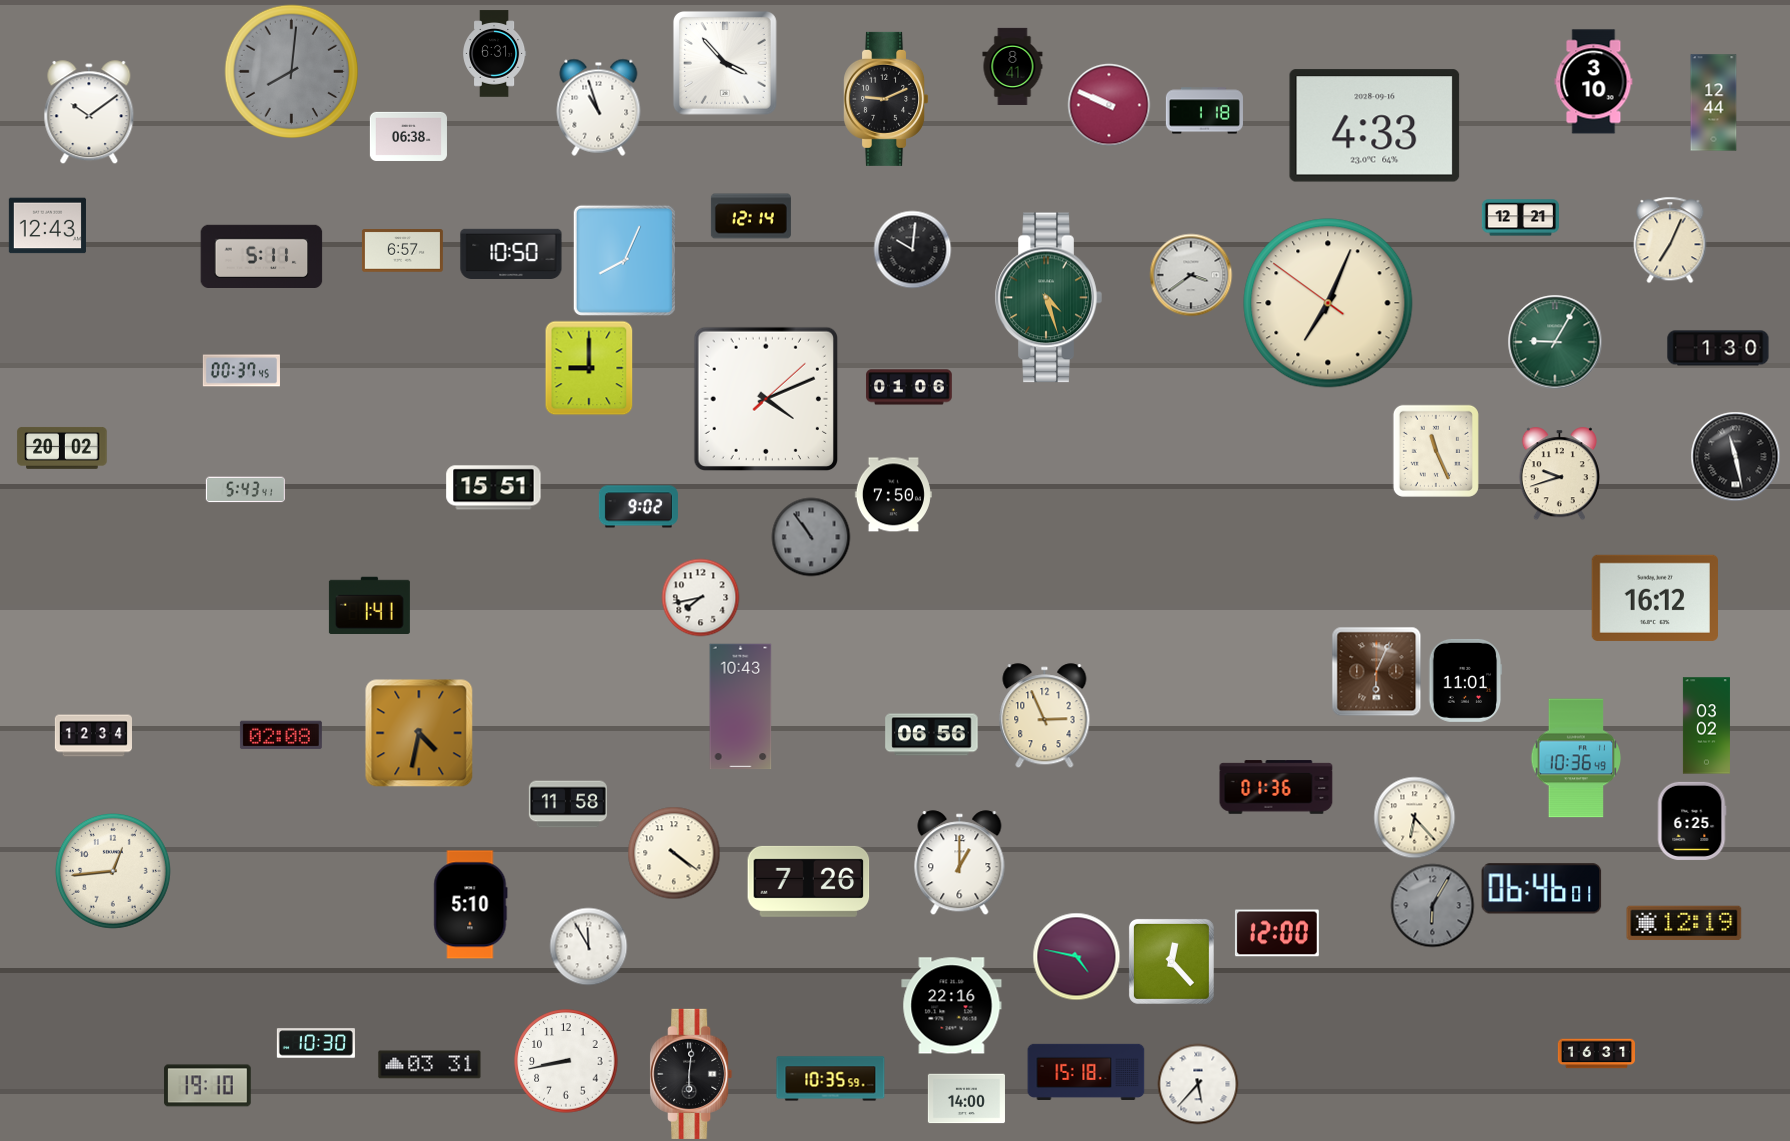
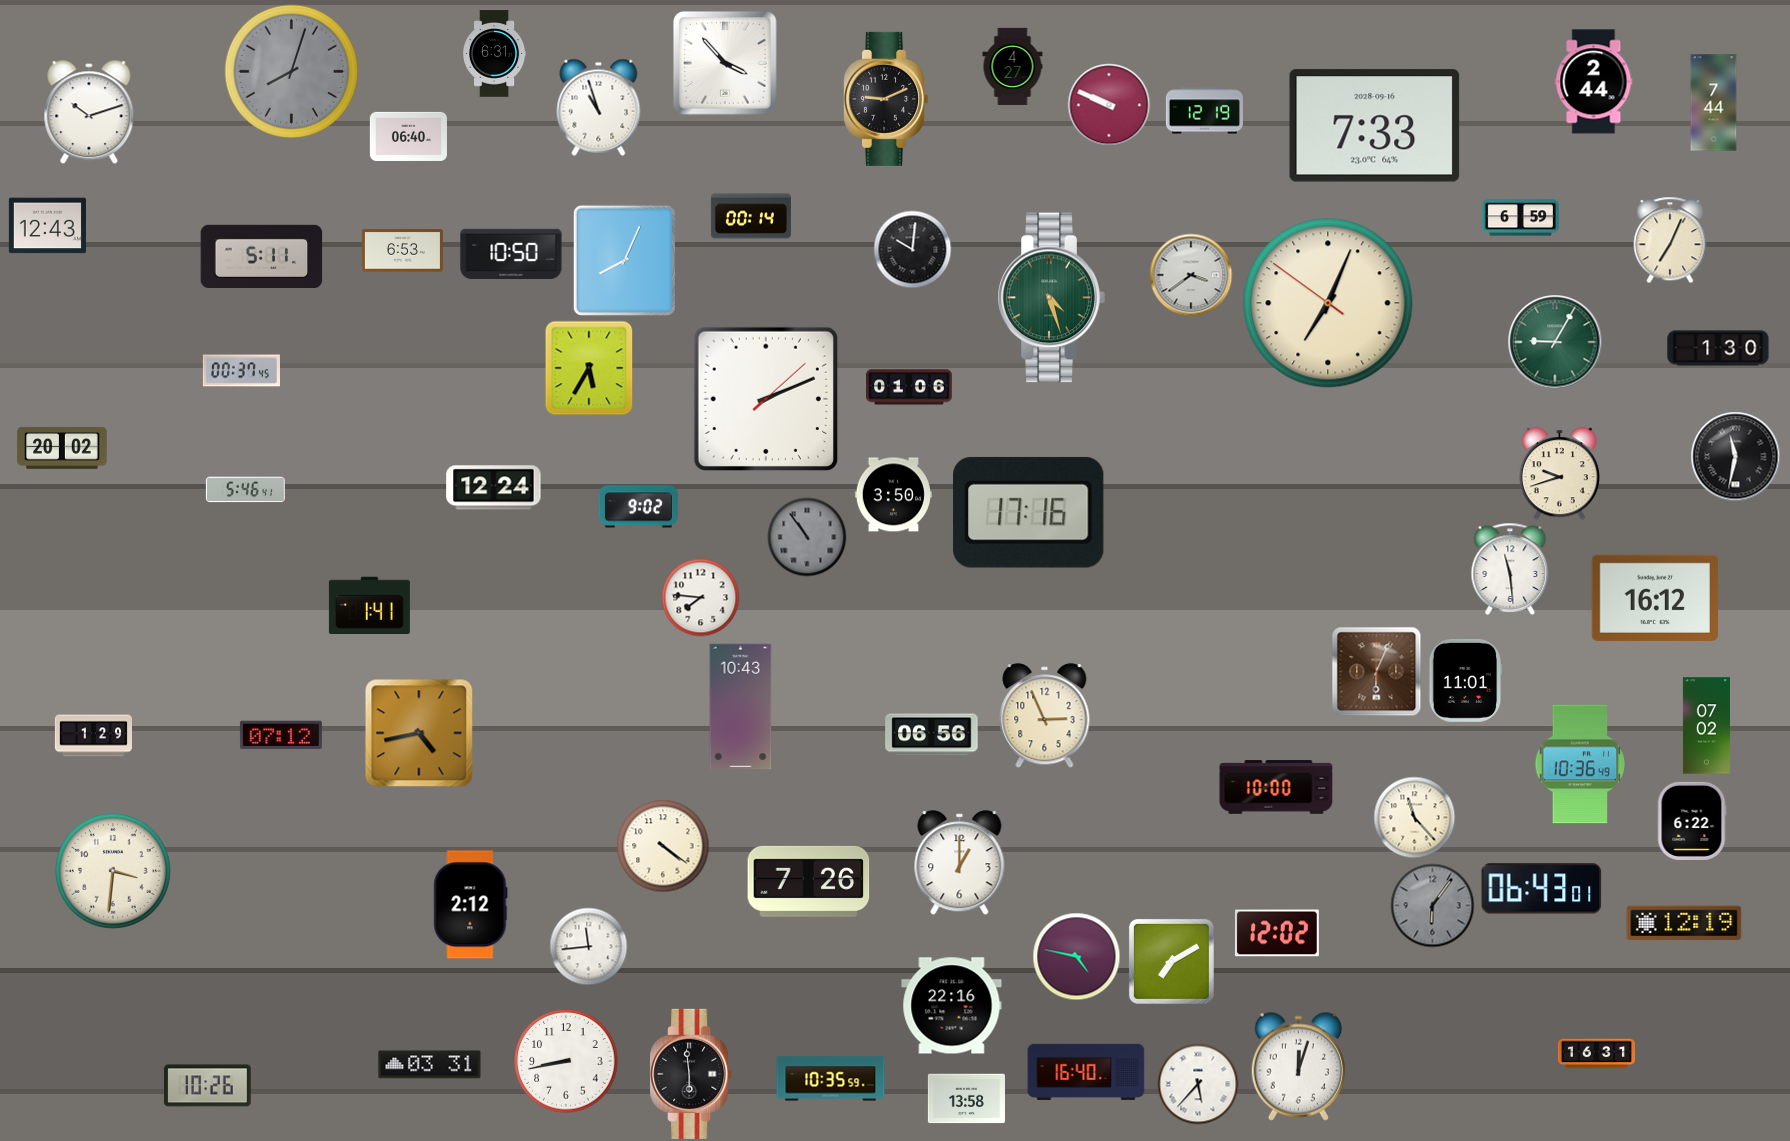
clock at (1013, 66): 8:41 -> 4:27
clock at (291, 71): 8:01 -> 8:03
clock at (1594, 82): 3:10 -> 2:44
clock at (1714, 103): 12:44 -> 7:44
clock at (1204, 111): 1:18 -> 12:19
clock at (89, 112): 10:09 -> 10:12
clock at (1375, 126): 4:33 -> 7:33
clock at (408, 136): 06:38 -> 06:40
clock at (751, 216): 12:14 -> 00:14
clock at (1520, 218): 12:21 -> 6:59
clock at (402, 251): 6:57 -> 6:53
clock at (1048, 298) position: (1048, 298) -> (1051, 298)
clock at (589, 368): 9:00 -> 5:35
clock at (765, 398): 4:11 -> 2:11
clock at (1436, 451): 11:26 -> none
clock at (1735, 456): 11:28 -> 11:32
clock at (494, 488): 15:51 -> 12:24
clock at (245, 490): 5:43 -> 5:46
clock at (893, 495): 7:50 -> 3:50
clock at (1029, 512): none -> 17:16
clock at (811, 537) position: (811, 537) -> (807, 537)
clock at (1510, 569): none -> 11:29
clock at (700, 597): 7:43 -> 7:46
clock at (1706, 726): 03:02 -> 07:02
clock at (419, 733): 4:32 -> 4:43
clock at (281, 735): 02:08 -> 07:12
clock at (93, 736): 12:34 -> 1:29
clock at (1575, 758) position: (1575, 758) -> (1579, 764)
clock at (1276, 787): 01:36 -> 10:00
clock at (568, 804): 11:58 -> none
clock at (1414, 817): 6:23 -> 11:23
clock at (1692, 821): 6:25 -> 6:22
clock at (674, 853) position: (674, 853) -> (663, 846)
clock at (113, 871): 12:44 -> 3:31
clock at (1542, 889): 06:46 -> 06:43
clock at (471, 905): 5:10 -> 2:12
clock at (1432, 905): 6:05 -> 6:06
clock at (1277, 933): 12:00 -> 12:02
clock at (588, 946): 11:55 -> 11:44
clock at (1171, 961): 12:23 -> 7:10
clock at (316, 1043): 10:30 -> none
clock at (1298, 1066): none -> 12:03
clock at (1086, 1072): 15:18 -> 16:40
clock at (691, 1074): 6:01 -> 5:59
clock at (208, 1086): 19:10 -> 10:26
clock at (966, 1099): 14:00 -> 13:58
